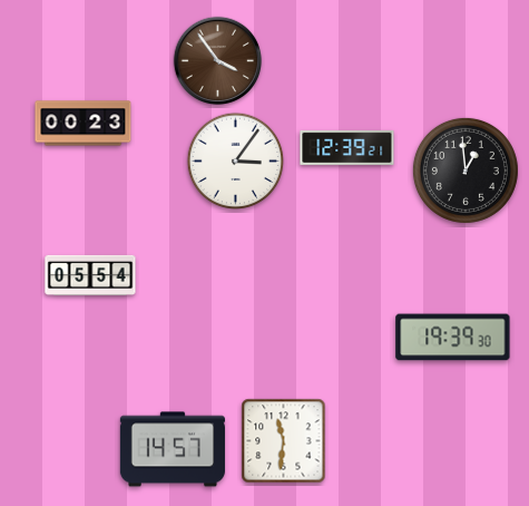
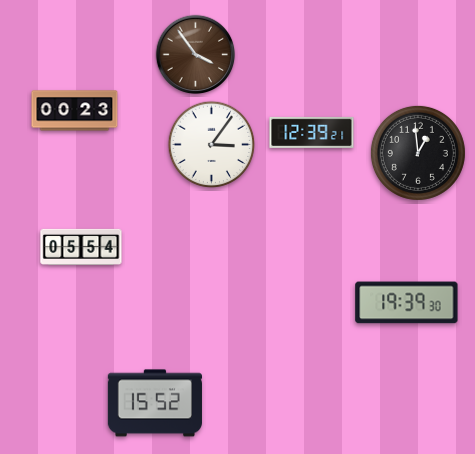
clock at (284, 441): 11:31 -> none
clock at (173, 449): 14:57 -> 15:52
